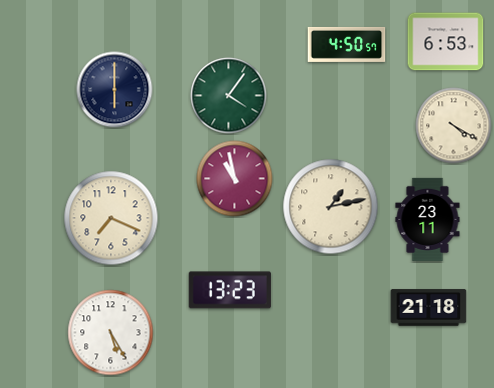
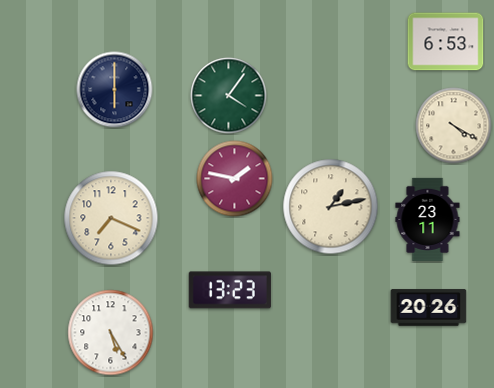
clock at (347, 44): 4:50 -> none
clock at (235, 179): 10:58 -> 1:47
clock at (429, 308): 21:18 -> 20:26
